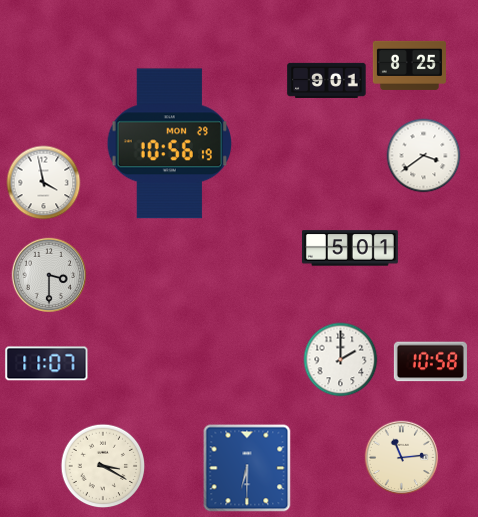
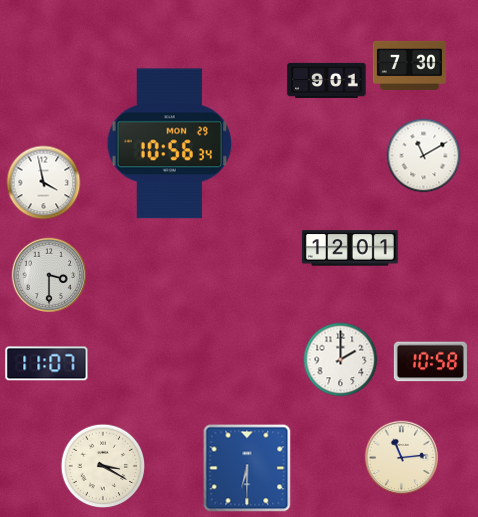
clock at (409, 65): 8:25 -> 7:30
clock at (169, 144): 10:56:19 -> 10:56:34
clock at (424, 156): 3:39 -> 11:10
clock at (350, 248): 5:01 -> 12:01
